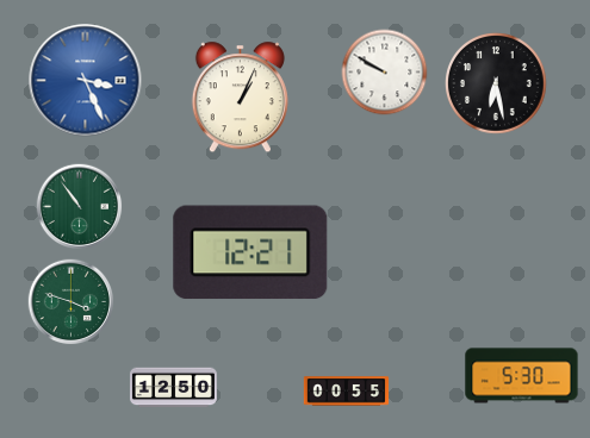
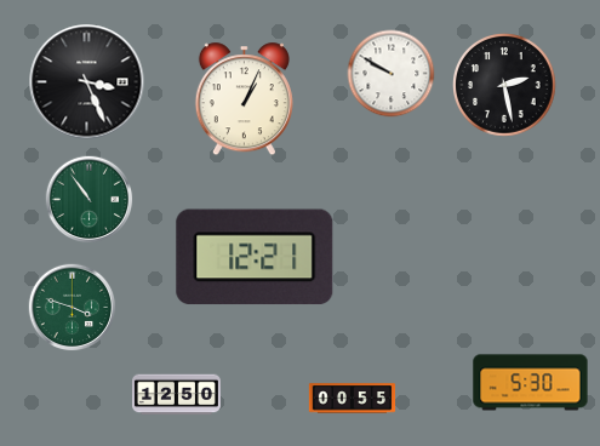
clock at (86, 81) dial: blue -> black
clock at (496, 83): 6:28 -> 2:28
clock at (80, 207) position: (80, 207) -> (90, 200)
